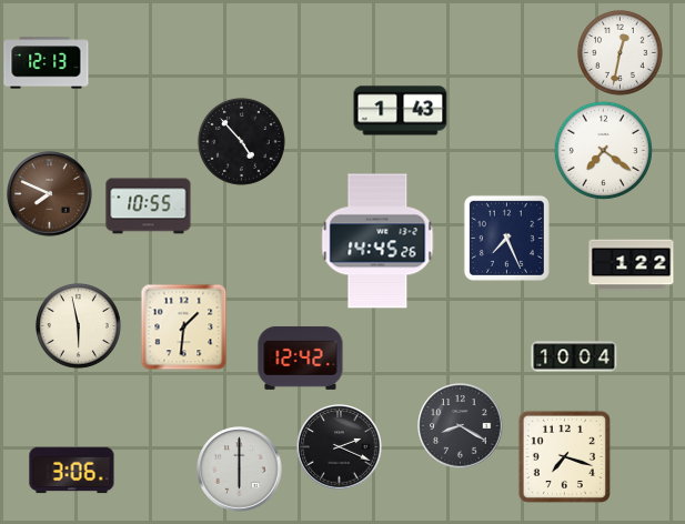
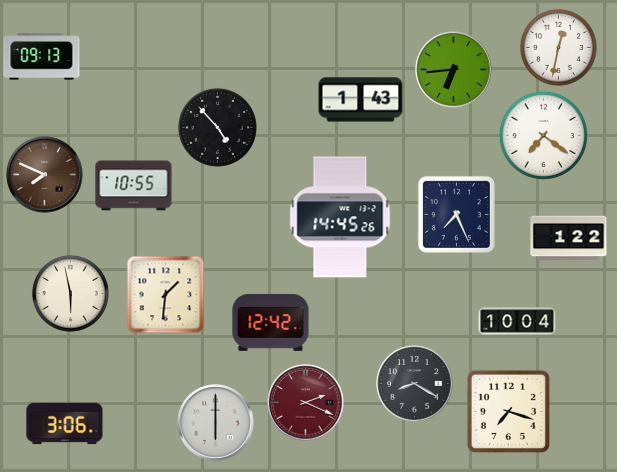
clock at (47, 63): 12:13 -> 09:13
clock at (454, 70): none -> 6:44
clock at (340, 447) dial: black -> burgundy
